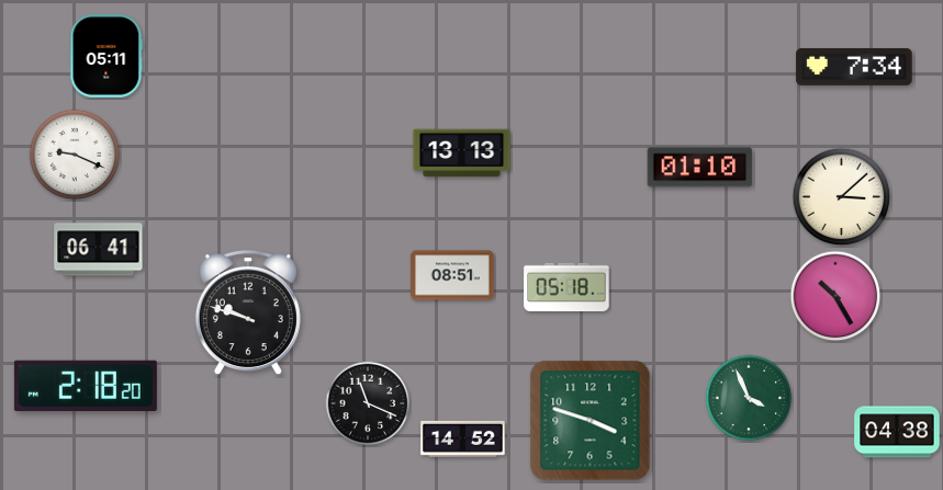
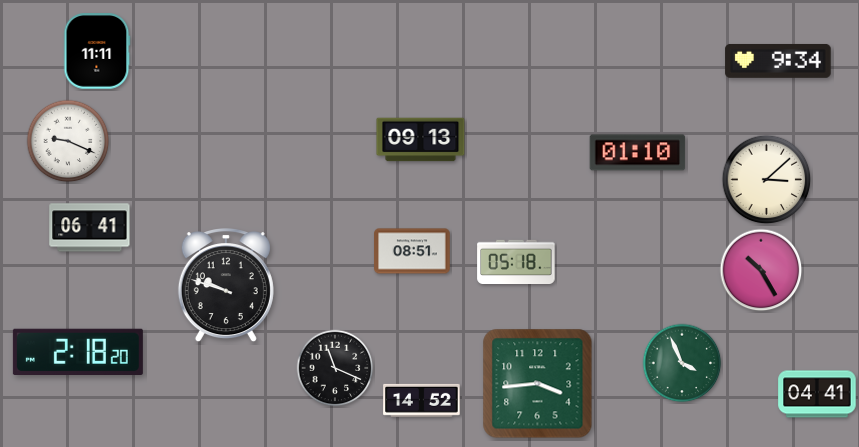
clock at (106, 56): 05:11 -> 11:11
clock at (854, 67): 7:34 -> 9:34
clock at (462, 153): 13:13 -> 09:13
clock at (591, 421): 3:48 -> 3:44
clock at (897, 432): 04:38 -> 04:41
